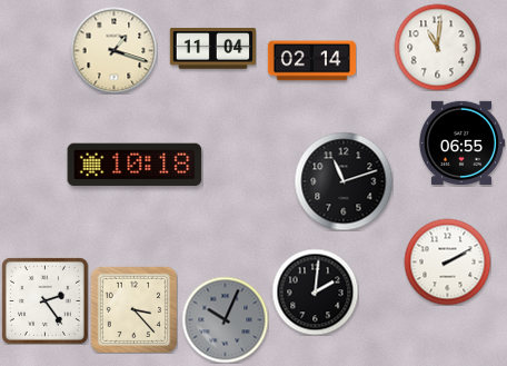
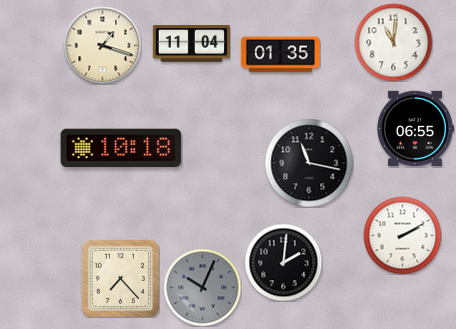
clock at (311, 61): 02:14 -> 01:35
clock at (344, 181): 11:12 -> 11:17
clock at (44, 300): 2:24 -> none
clock at (133, 309): 3:23 -> 7:23
